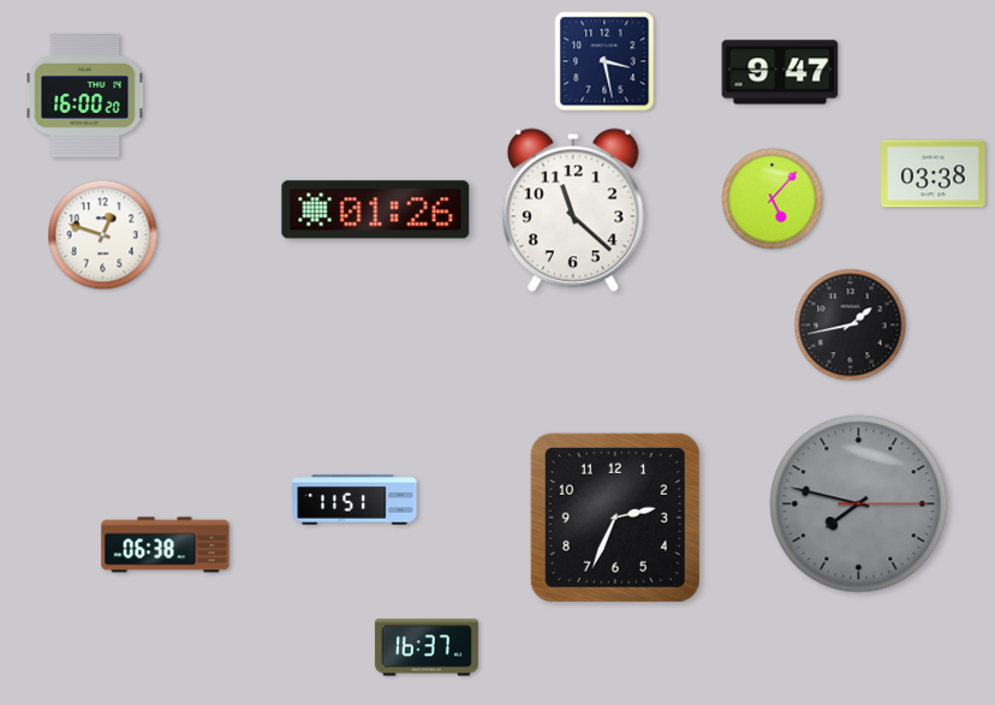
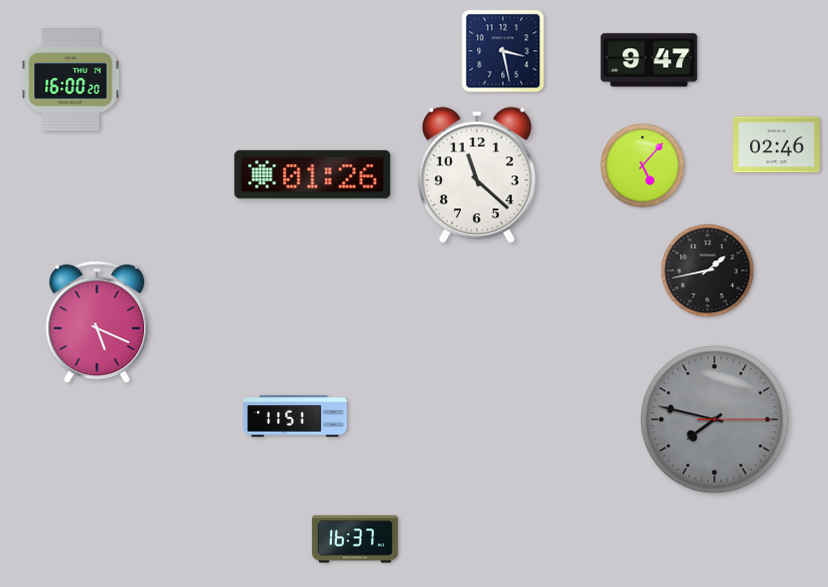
clock at (934, 174): 03:38 -> 02:46
clock at (103, 235): 12:48 -> none
clock at (97, 322): none -> 5:19
clock at (615, 518): 2:34 -> none
clock at (166, 545): 06:38 -> none
